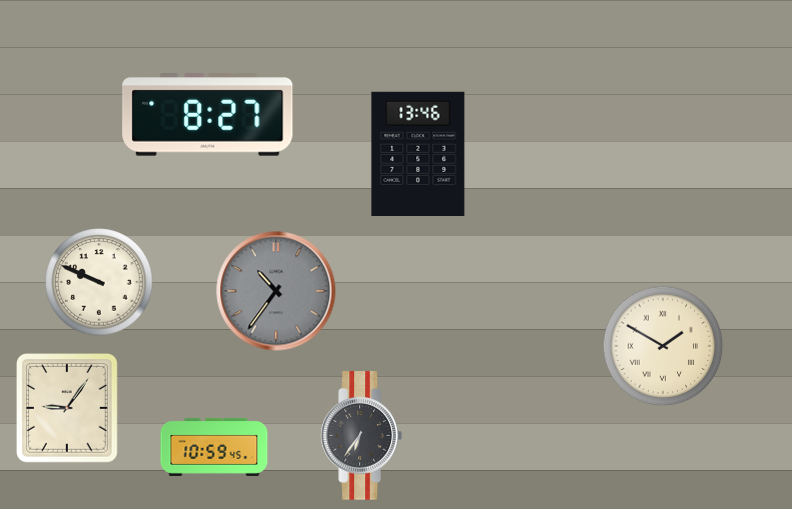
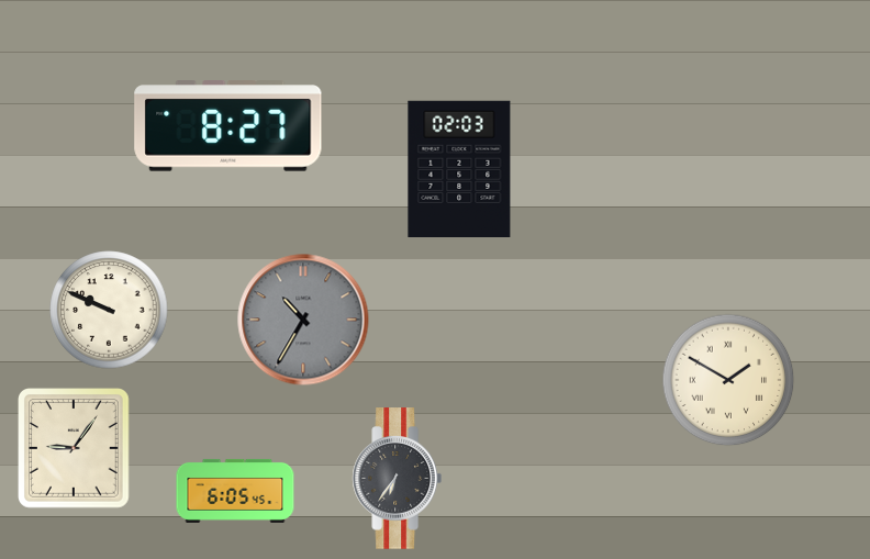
clock at (418, 153): 13:46 -> 02:03
clock at (276, 291): 10:36 -> 10:35
clock at (214, 447): 10:59 -> 6:05
